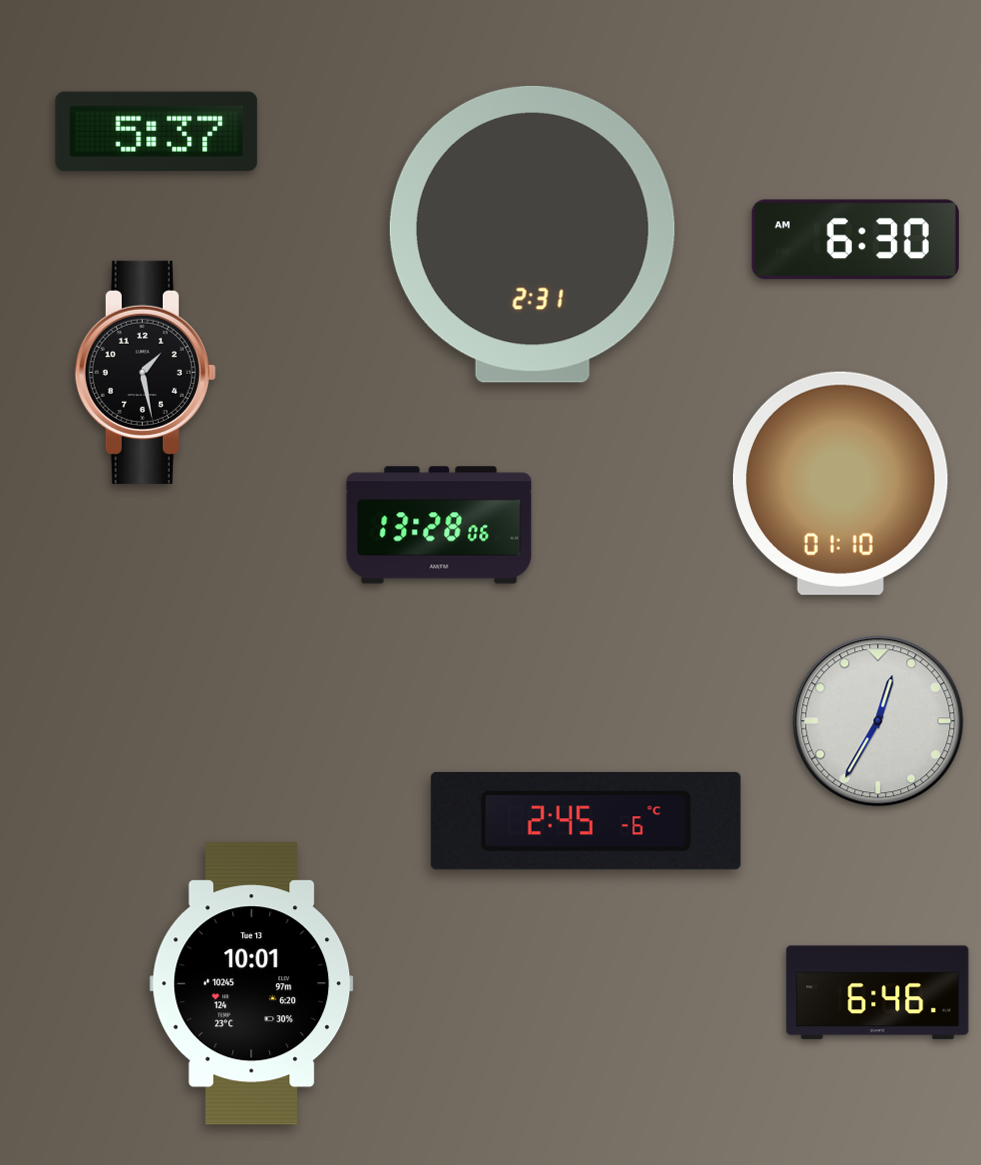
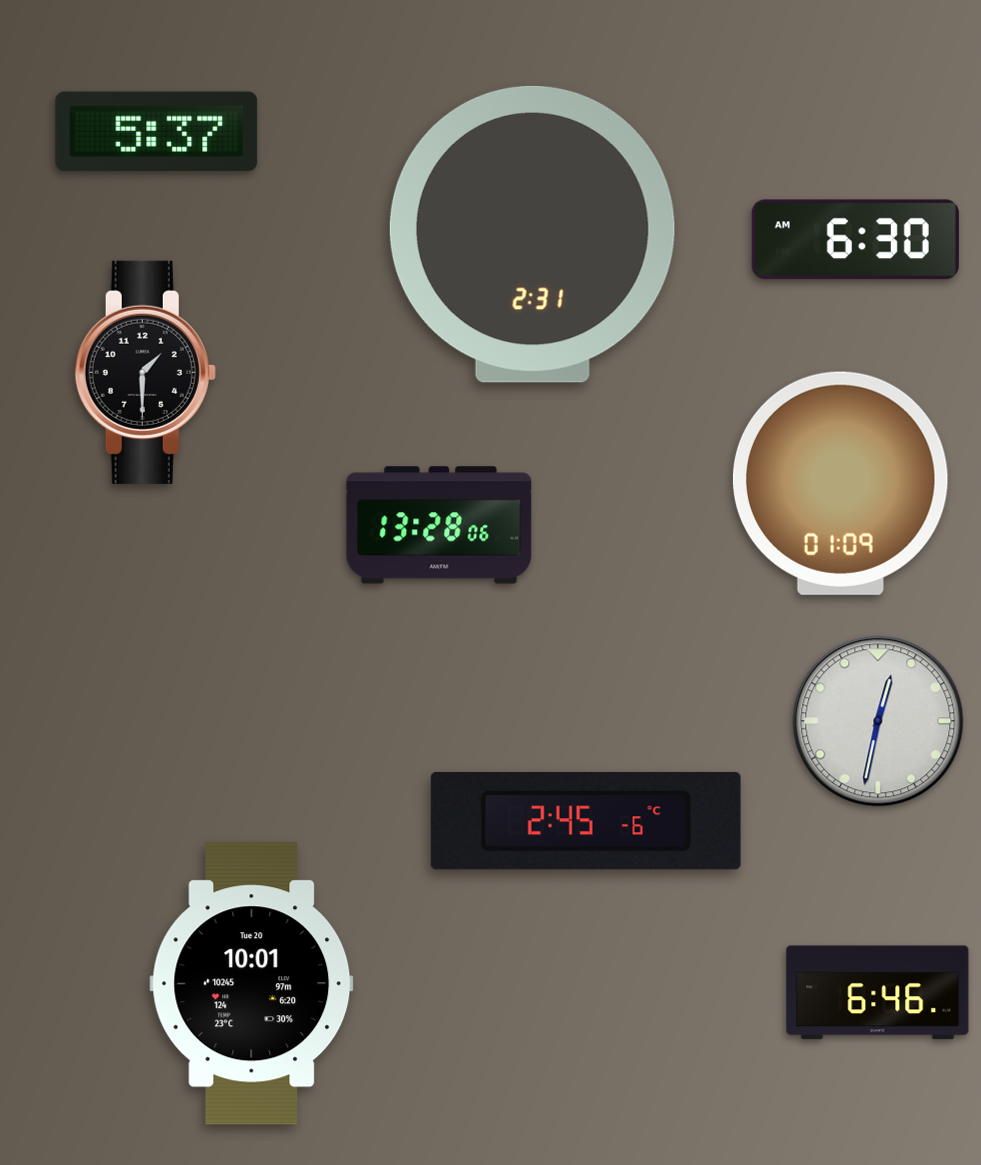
clock at (145, 372): 1:28 -> 1:30
clock at (840, 483): 01:10 -> 01:09
clock at (878, 721): 12:35 -> 12:32
clock at (252, 984) date: Tue 13 -> Tue 20
